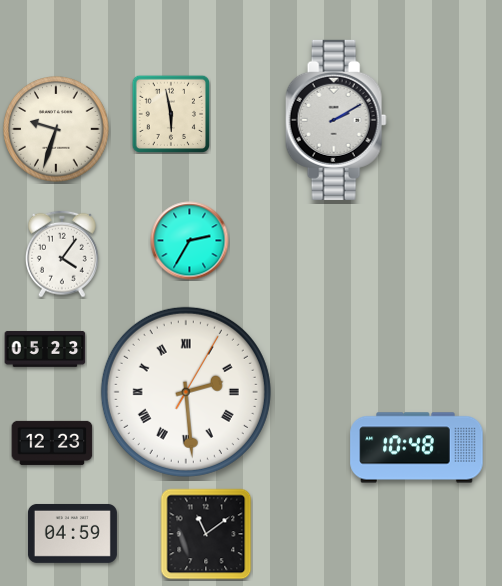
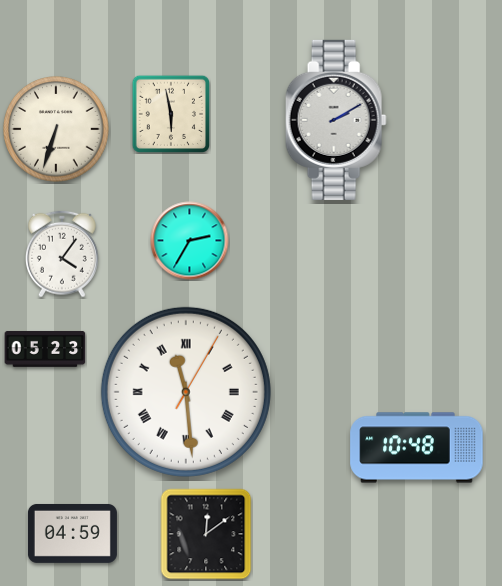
clock at (56, 129): 9:33 -> 6:33
clock at (186, 392): 2:29 -> 11:29
clock at (52, 443): 12:23 -> none
clock at (206, 534): 11:09 -> 12:09
